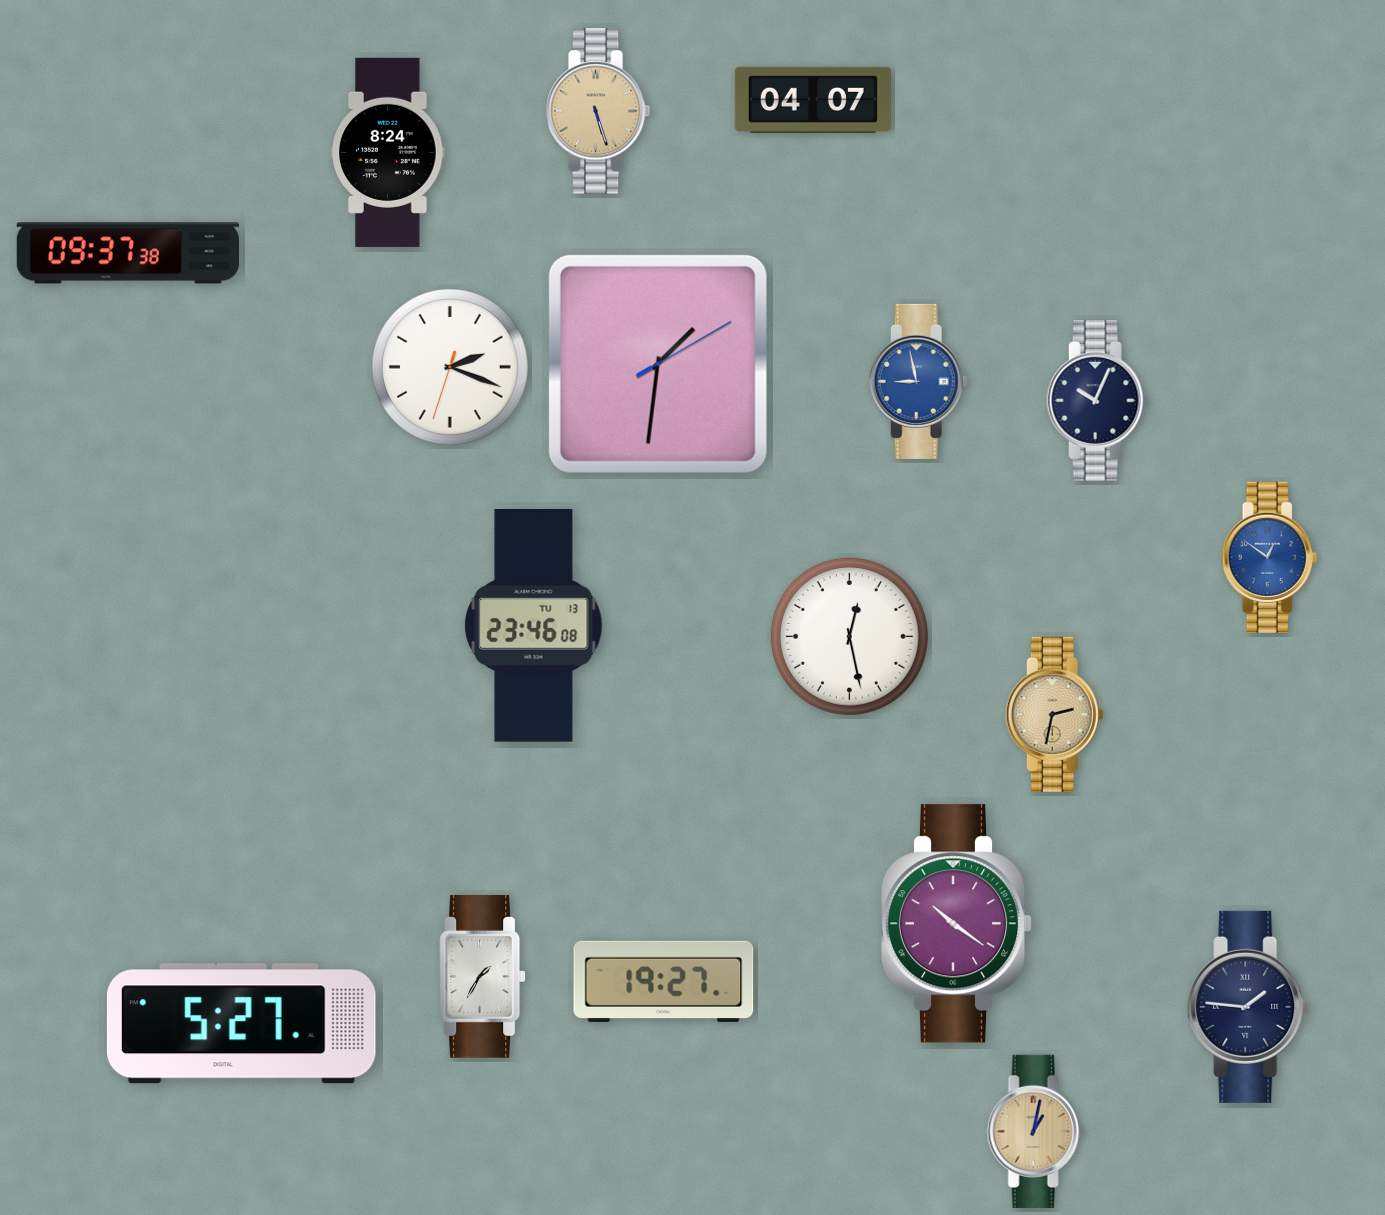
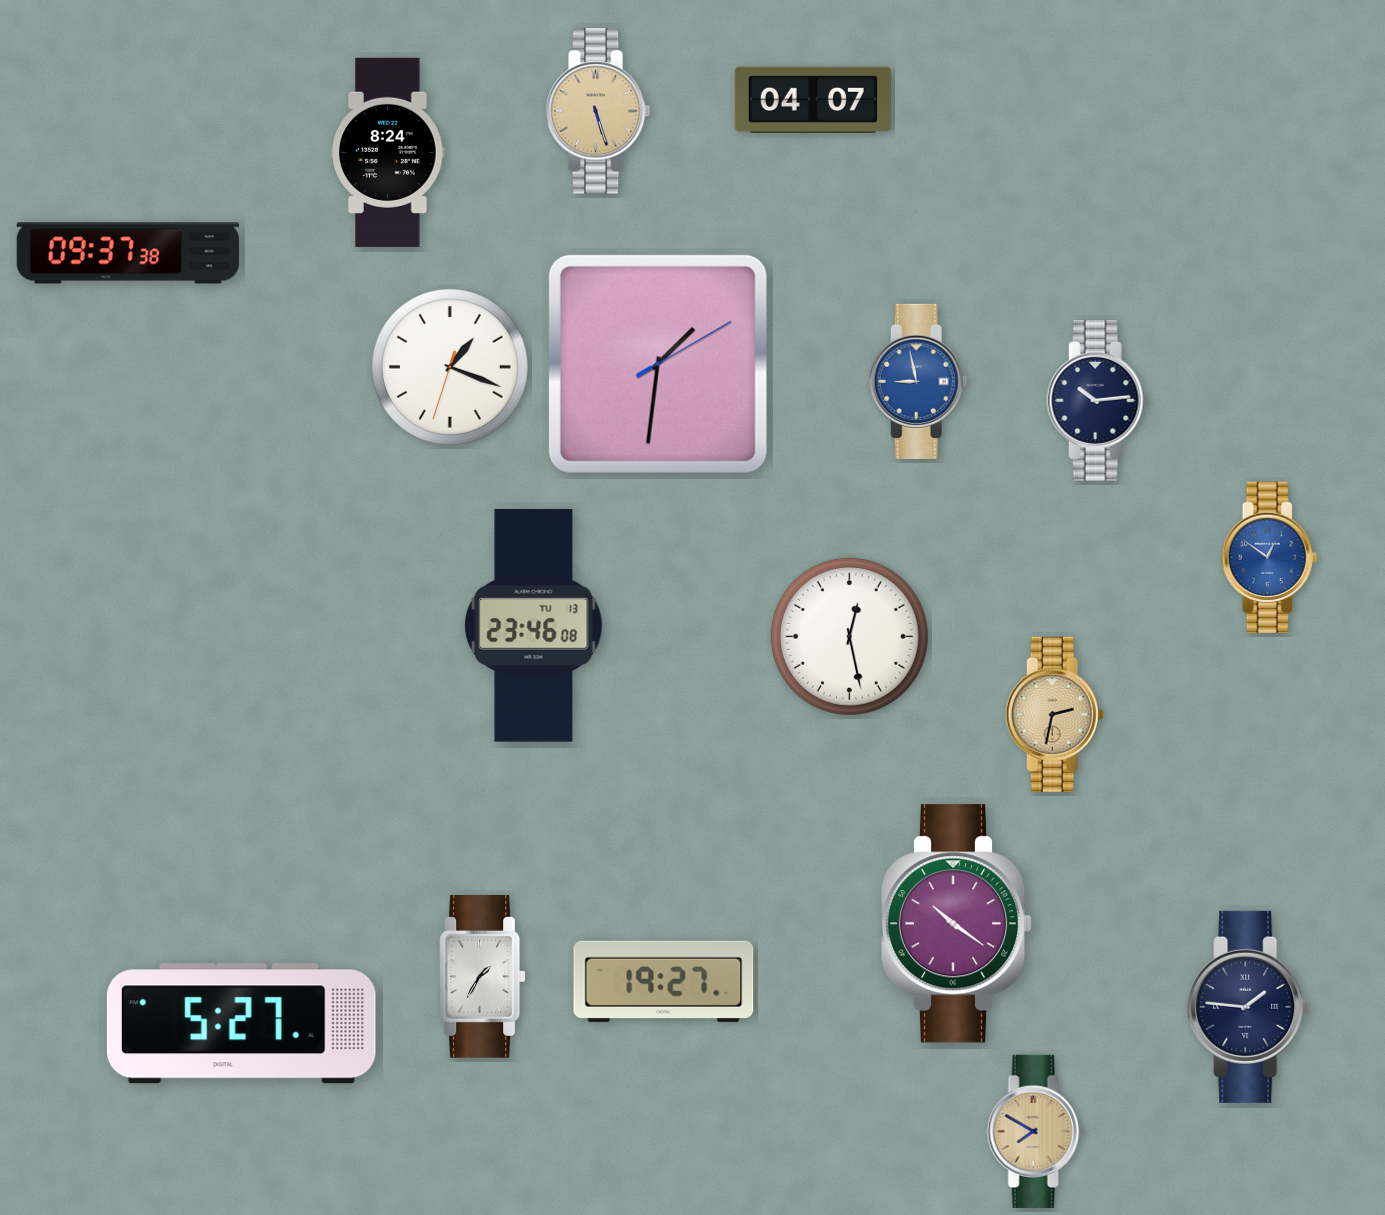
clock at (450, 367): 2:18 -> 1:18
clock at (1098, 400): 10:04 -> 10:14
clock at (1035, 1131): 1:02 -> 7:50
